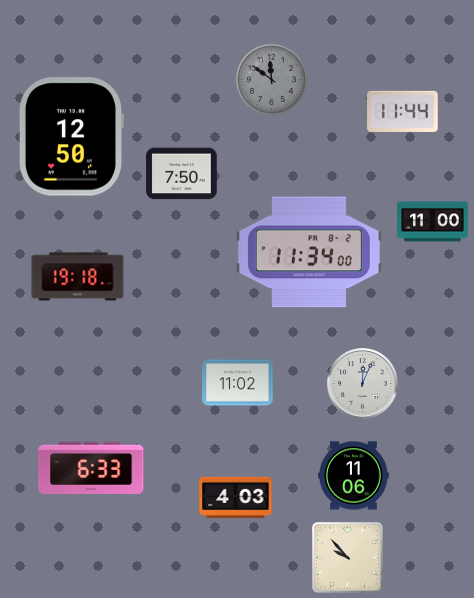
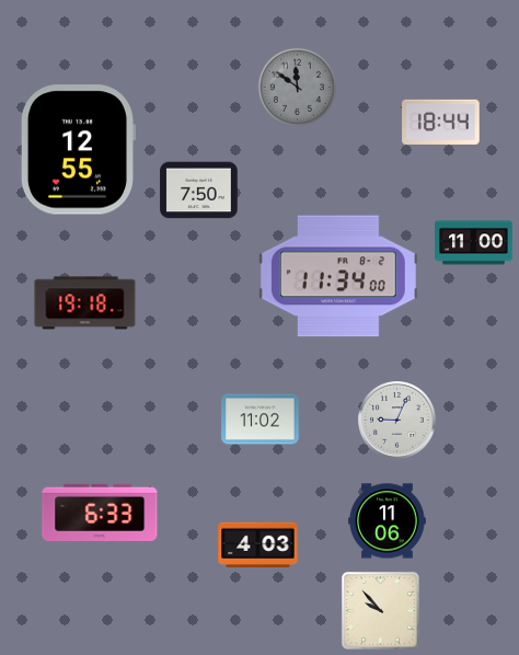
clock at (403, 111): 11:44 -> 18:44
clock at (71, 137): 12:50 -> 12:55
clock at (363, 384): 12:04 -> 9:04
